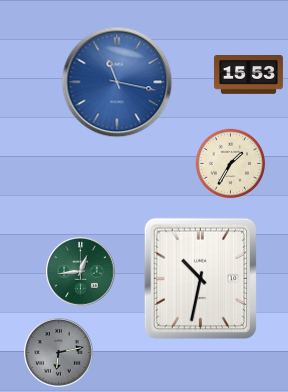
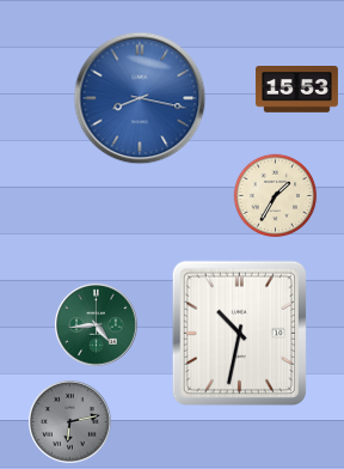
clock at (117, 82): 11:17 -> 8:17
clock at (81, 272): 12:44 -> 4:44
